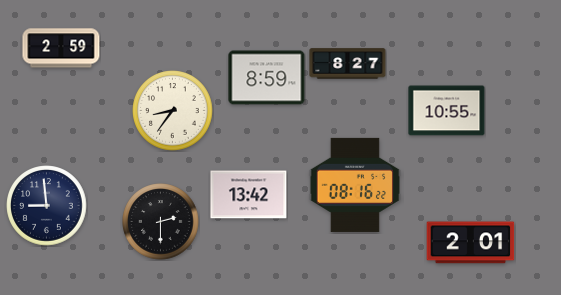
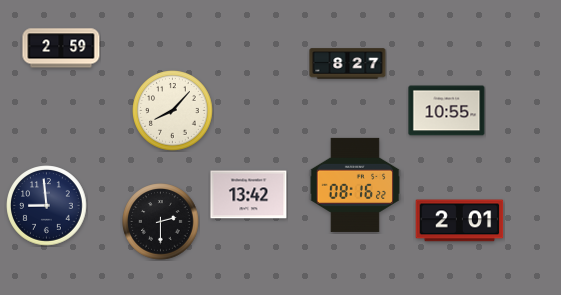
clock at (267, 78): 8:59 -> none
clock at (173, 111): 8:36 -> 8:07
clock at (471, 243) position: (471, 243) -> (460, 221)
